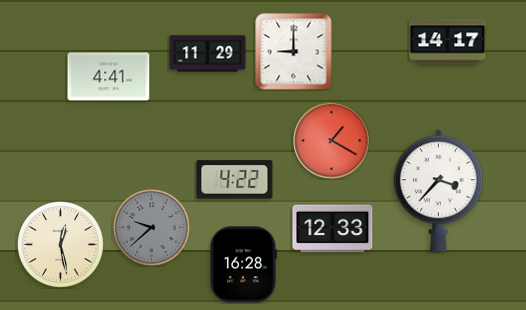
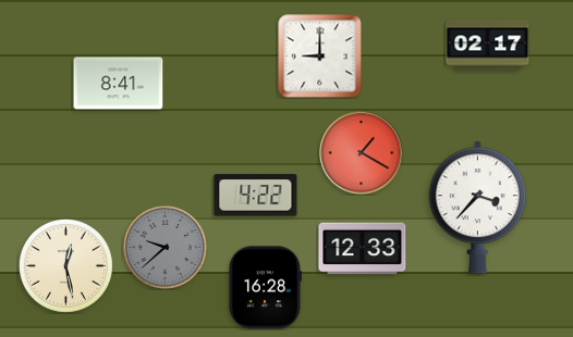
clock at (448, 42): 14:17 -> 02:17
clock at (208, 54): 11:29 -> none
clock at (109, 77): 4:41 -> 8:41
